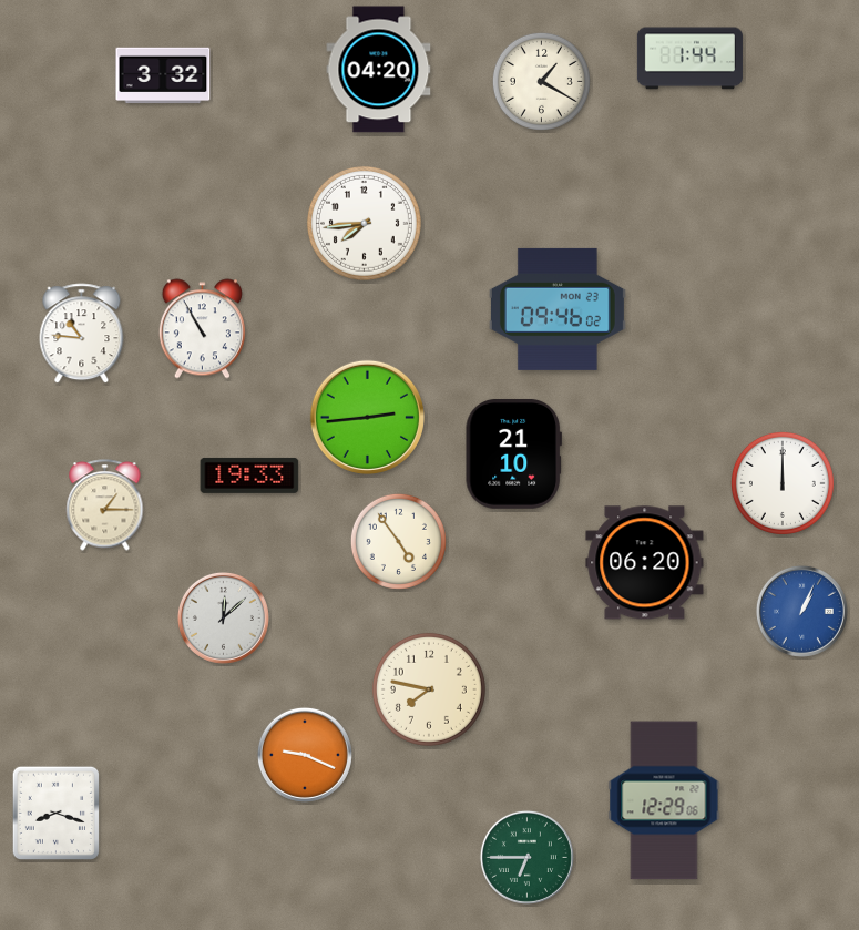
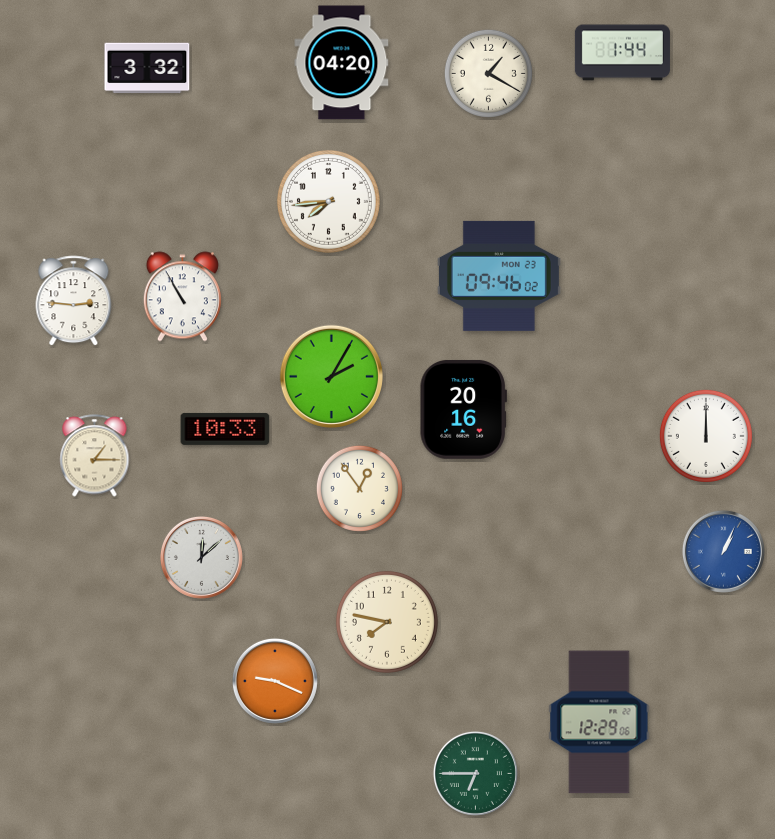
clock at (558, 309) position: (558, 309) -> (499, 276)
clock at (82, 334): 10:46 -> 2:46
clock at (367, 417): 2:44 -> 2:05
clock at (513, 453): 21:10 -> 20:16
clock at (249, 476): 19:33 -> 10:33
clock at (398, 541): 4:54 -> 12:54
clock at (645, 563): 06:20 -> none
clock at (55, 813): 8:18 -> none
